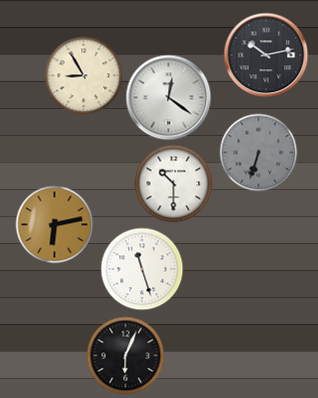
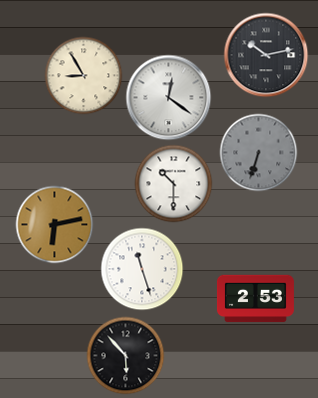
clock at (255, 299): none -> 2:53
clock at (125, 355): 6:04 -> 5:53
